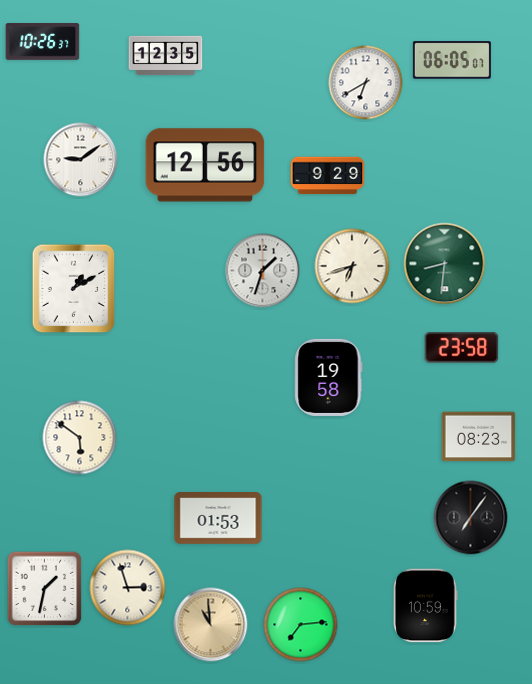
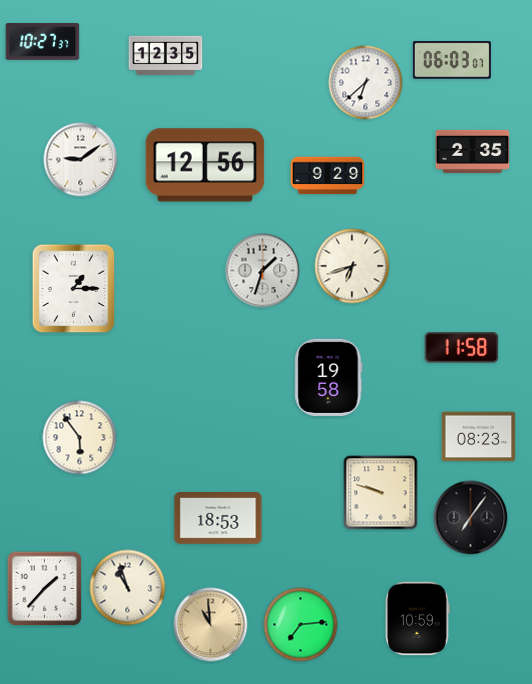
clock at (43, 42): 10:26 -> 10:27
clock at (452, 60): 06:05 -> 06:03
clock at (366, 83): 6:40 -> 6:38
clock at (473, 151): none -> 2:35
clock at (445, 264): 8:31 -> none
clock at (74, 289): 1:10 -> 1:15
clock at (462, 348): 23:58 -> 11:58
clock at (80, 438): 5:51 -> 5:54
clock at (381, 493): none -> 9:48
clock at (218, 518): 01:53 -> 18:53
clock at (128, 588): 2:57 -> 10:57
clock at (45, 589): 1:32 -> 1:37
clock at (426, 606) position: (426, 606) -> (418, 619)
